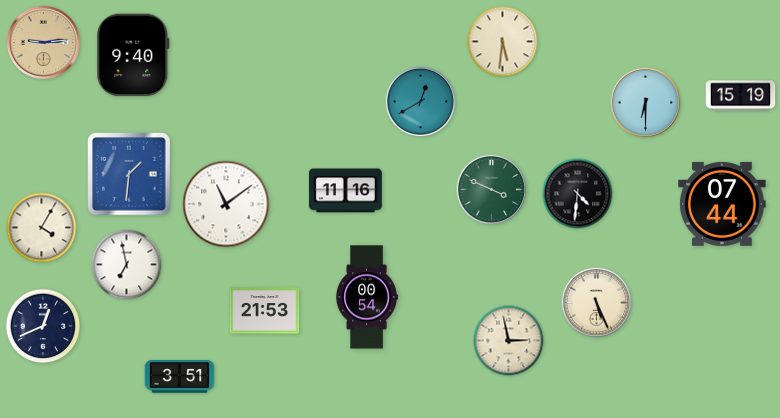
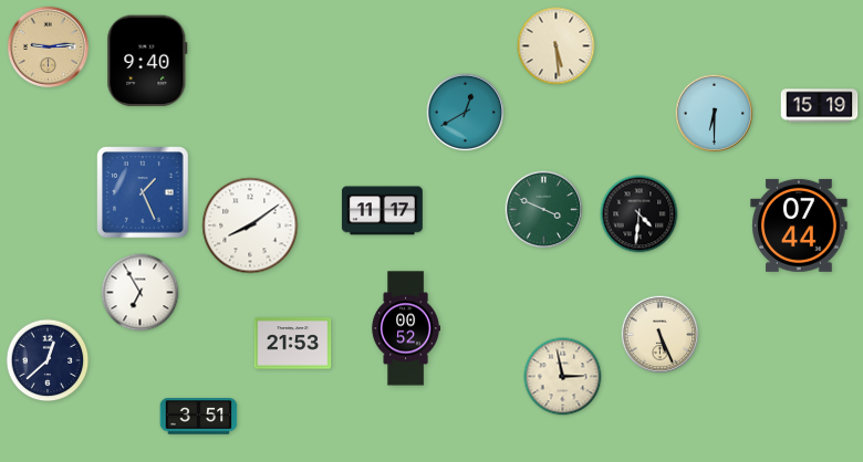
clock at (503, 42): 5:31 -> 5:29
clock at (129, 174): 1:31 -> 1:26
clock at (345, 191): 11:16 -> 11:17
clock at (226, 204): 11:09 -> 8:09
clock at (42, 228): 4:05 -> none
clock at (127, 265): 6:58 -> 6:55
clock at (366, 297): 00:54 -> 00:52
clock at (43, 326): 12:41 -> 12:38
